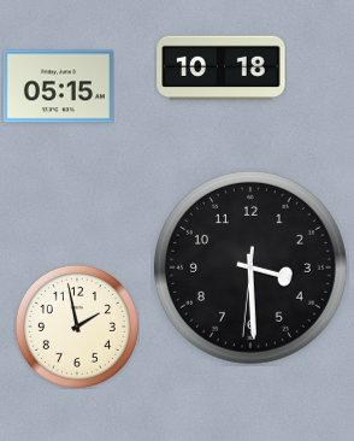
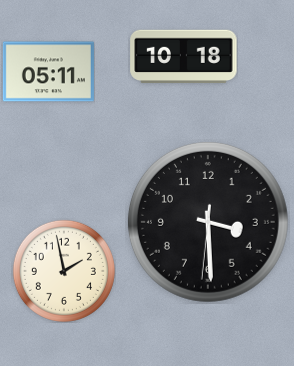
clock at (58, 87): 05:15 -> 05:11
